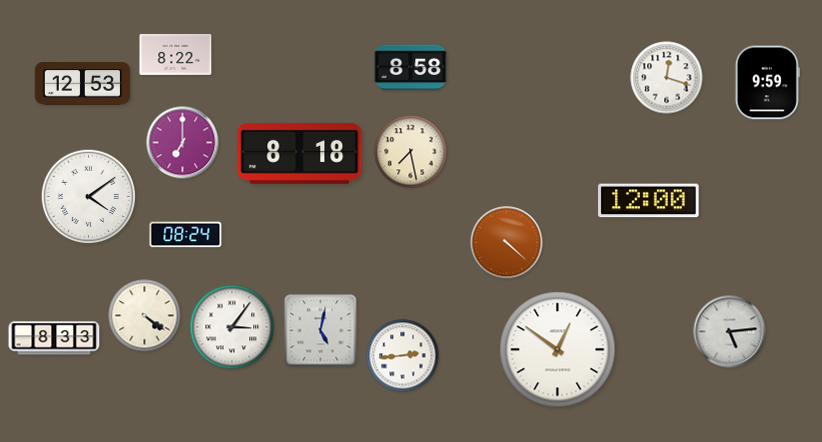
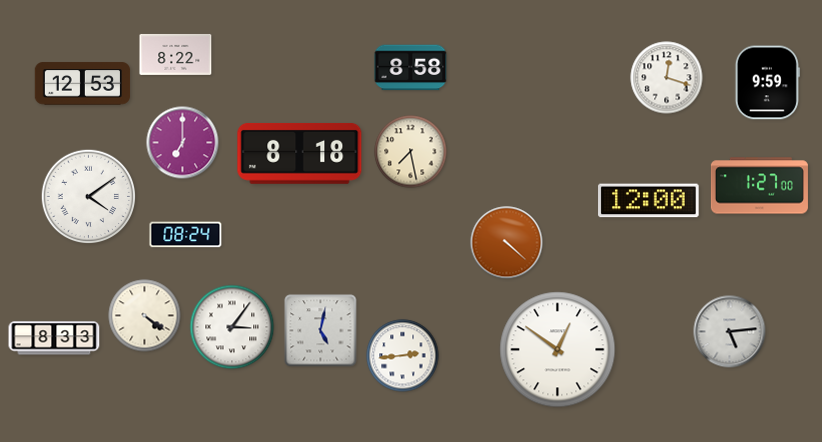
clock at (759, 186): none -> 1:27
